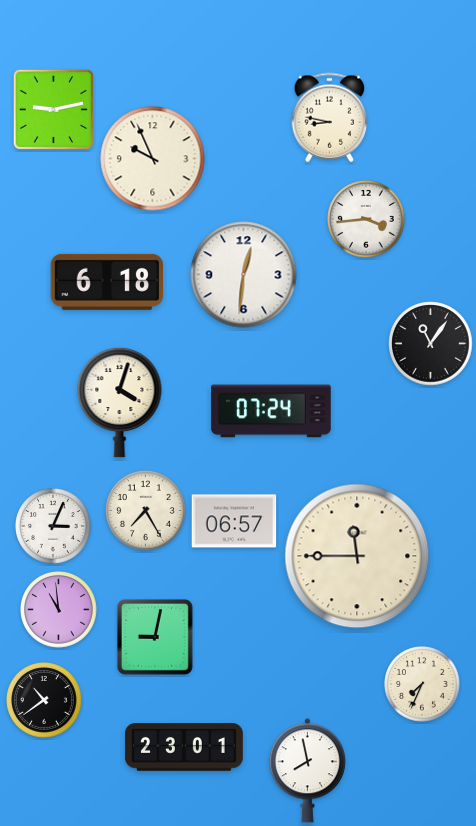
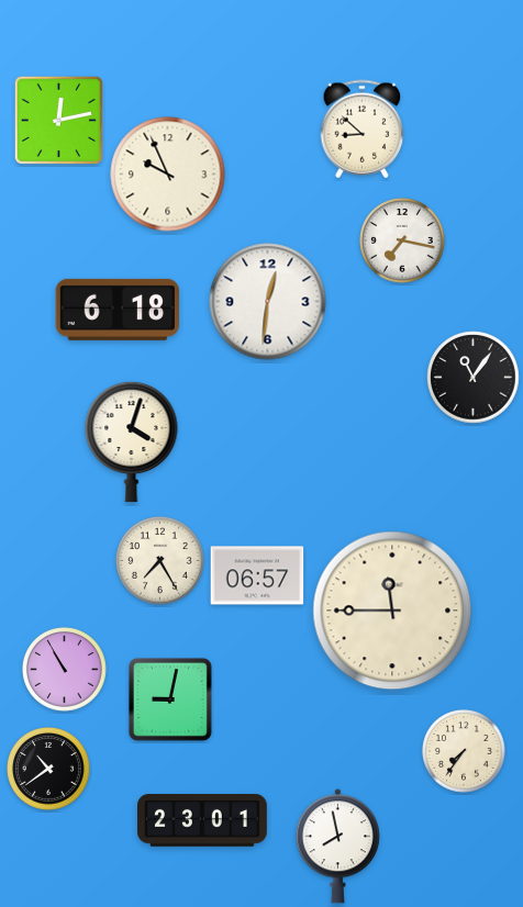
clock at (53, 109): 9:13 -> 12:13
clock at (330, 118): 8:47 -> 8:52
clock at (366, 219): 3:44 -> 7:17
clock at (271, 411): 07:24 -> none
clock at (234, 521) position: (234, 521) -> (257, 575)
clock at (54, 527): 3:04 -> none
clock at (59, 610): 10:59 -> 10:55
clock at (423, 685): 7:34 -> 7:36
